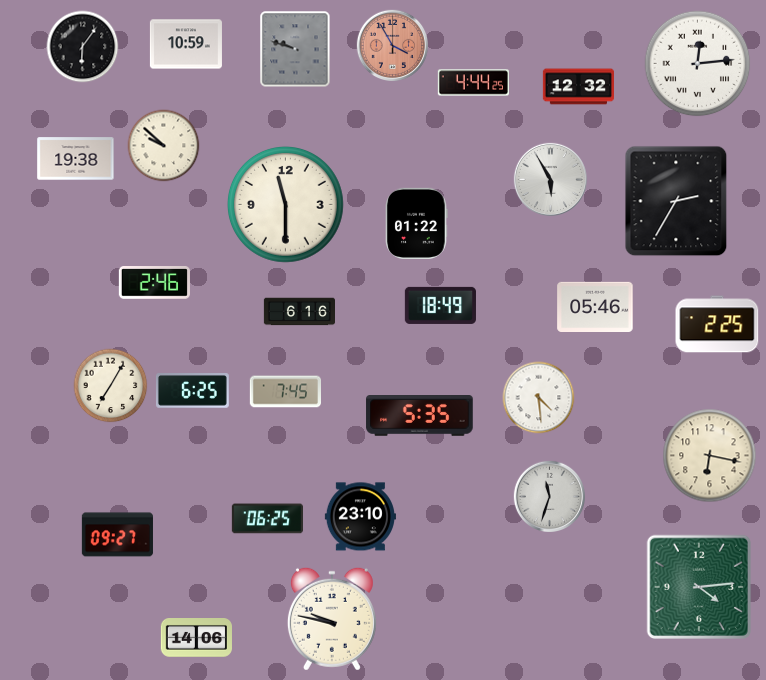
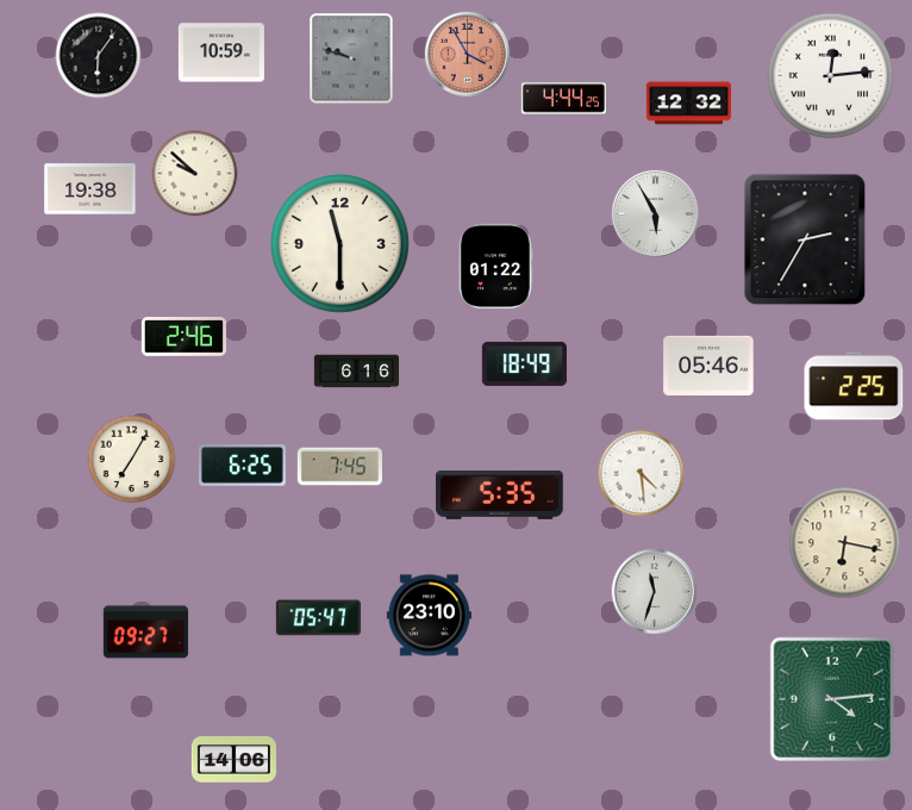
clock at (192, 391) position: (192, 391) -> (242, 466)
clock at (267, 519): 06:25 -> 05:47
clock at (117, 535) position: (117, 535) -> (145, 633)
clock at (332, 619): 9:47 -> none
